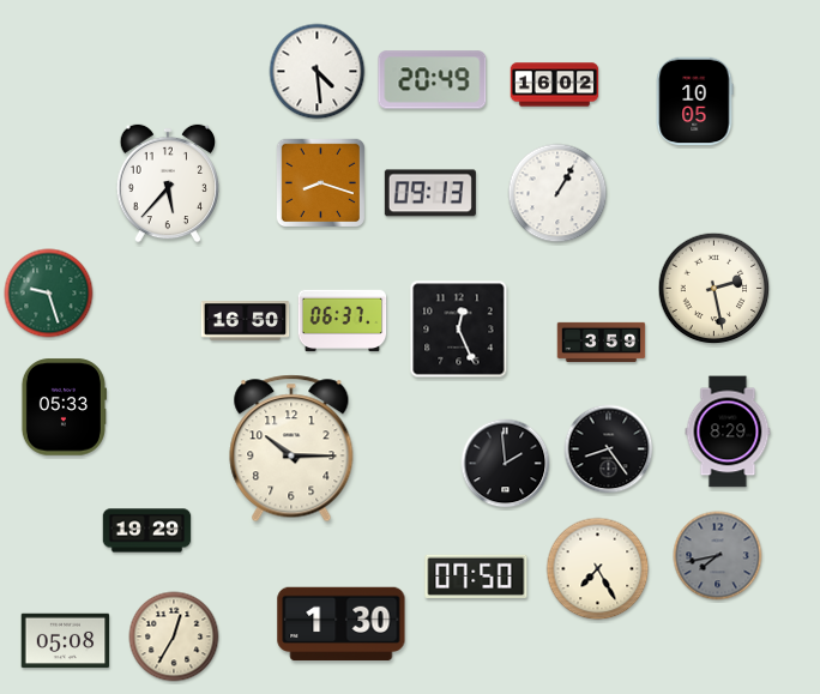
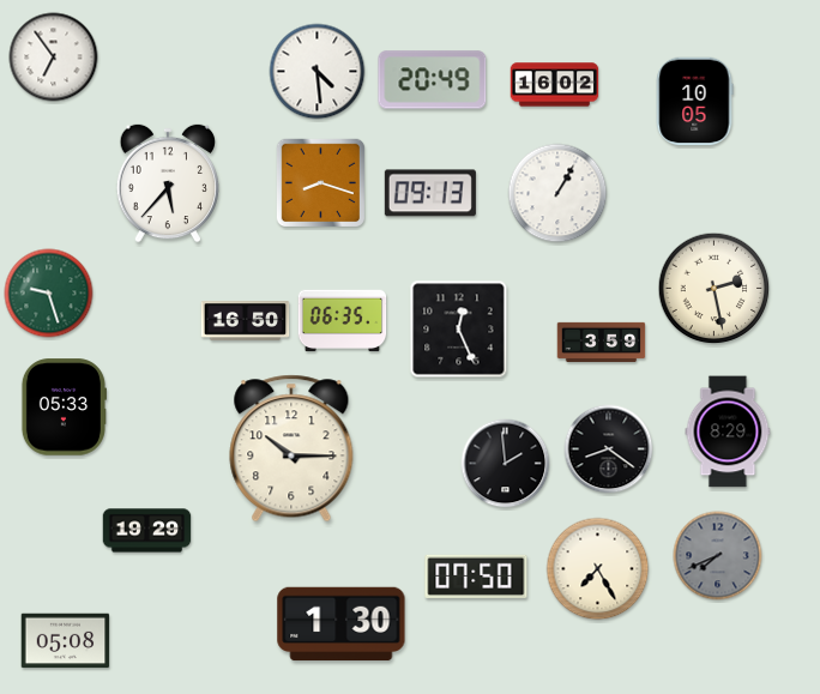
clock at (54, 58): none -> 6:54
clock at (343, 321): 06:37 -> 06:35
clock at (609, 449): 8:24 -> 8:21
clock at (718, 556): 7:43 -> 7:41
clock at (174, 636): 12:35 -> none
